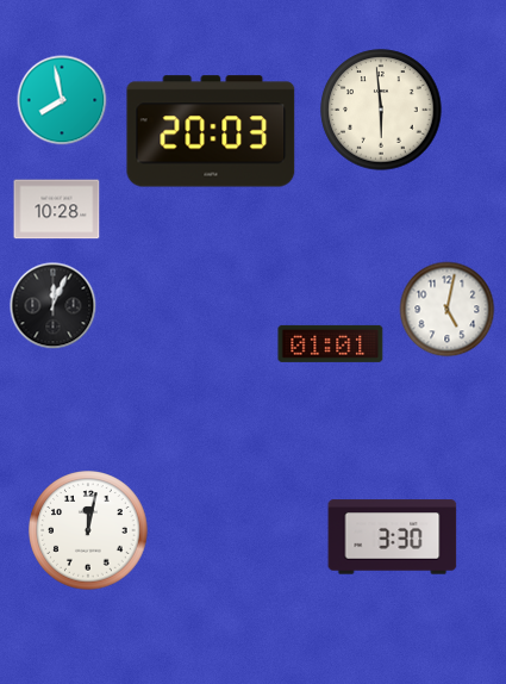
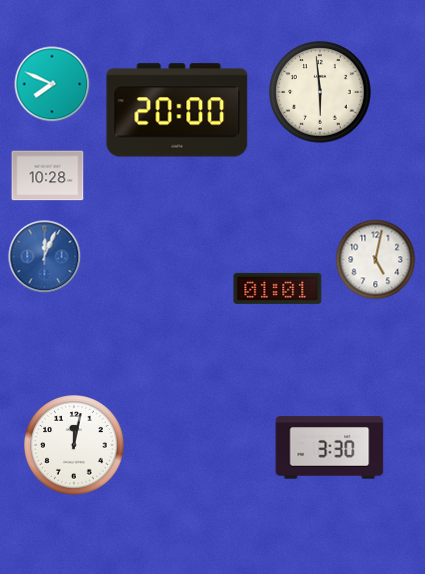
clock at (62, 100): 7:58 -> 7:49
clock at (211, 131): 20:03 -> 20:00
clock at (54, 306) dial: black -> blue
clock at (393, 537) position: (393, 537) -> (330, 448)
